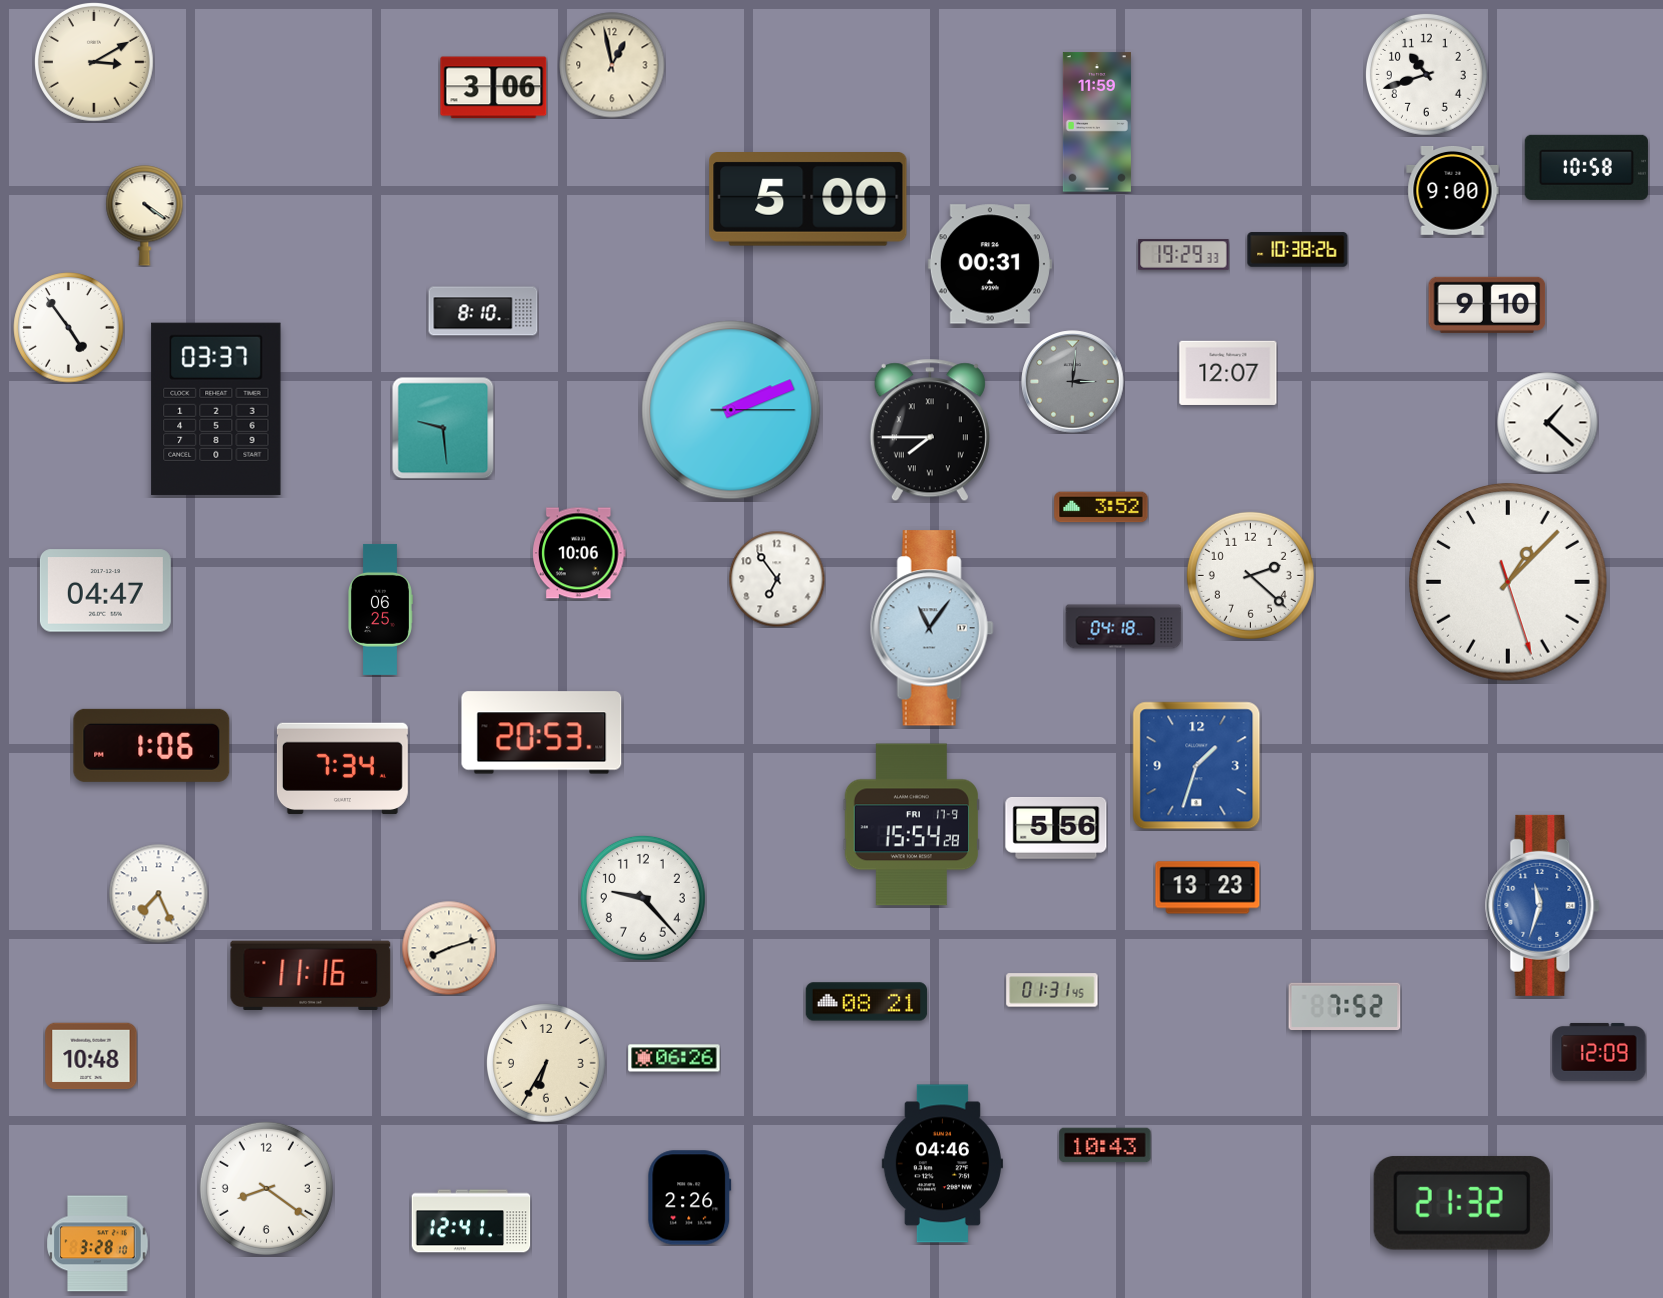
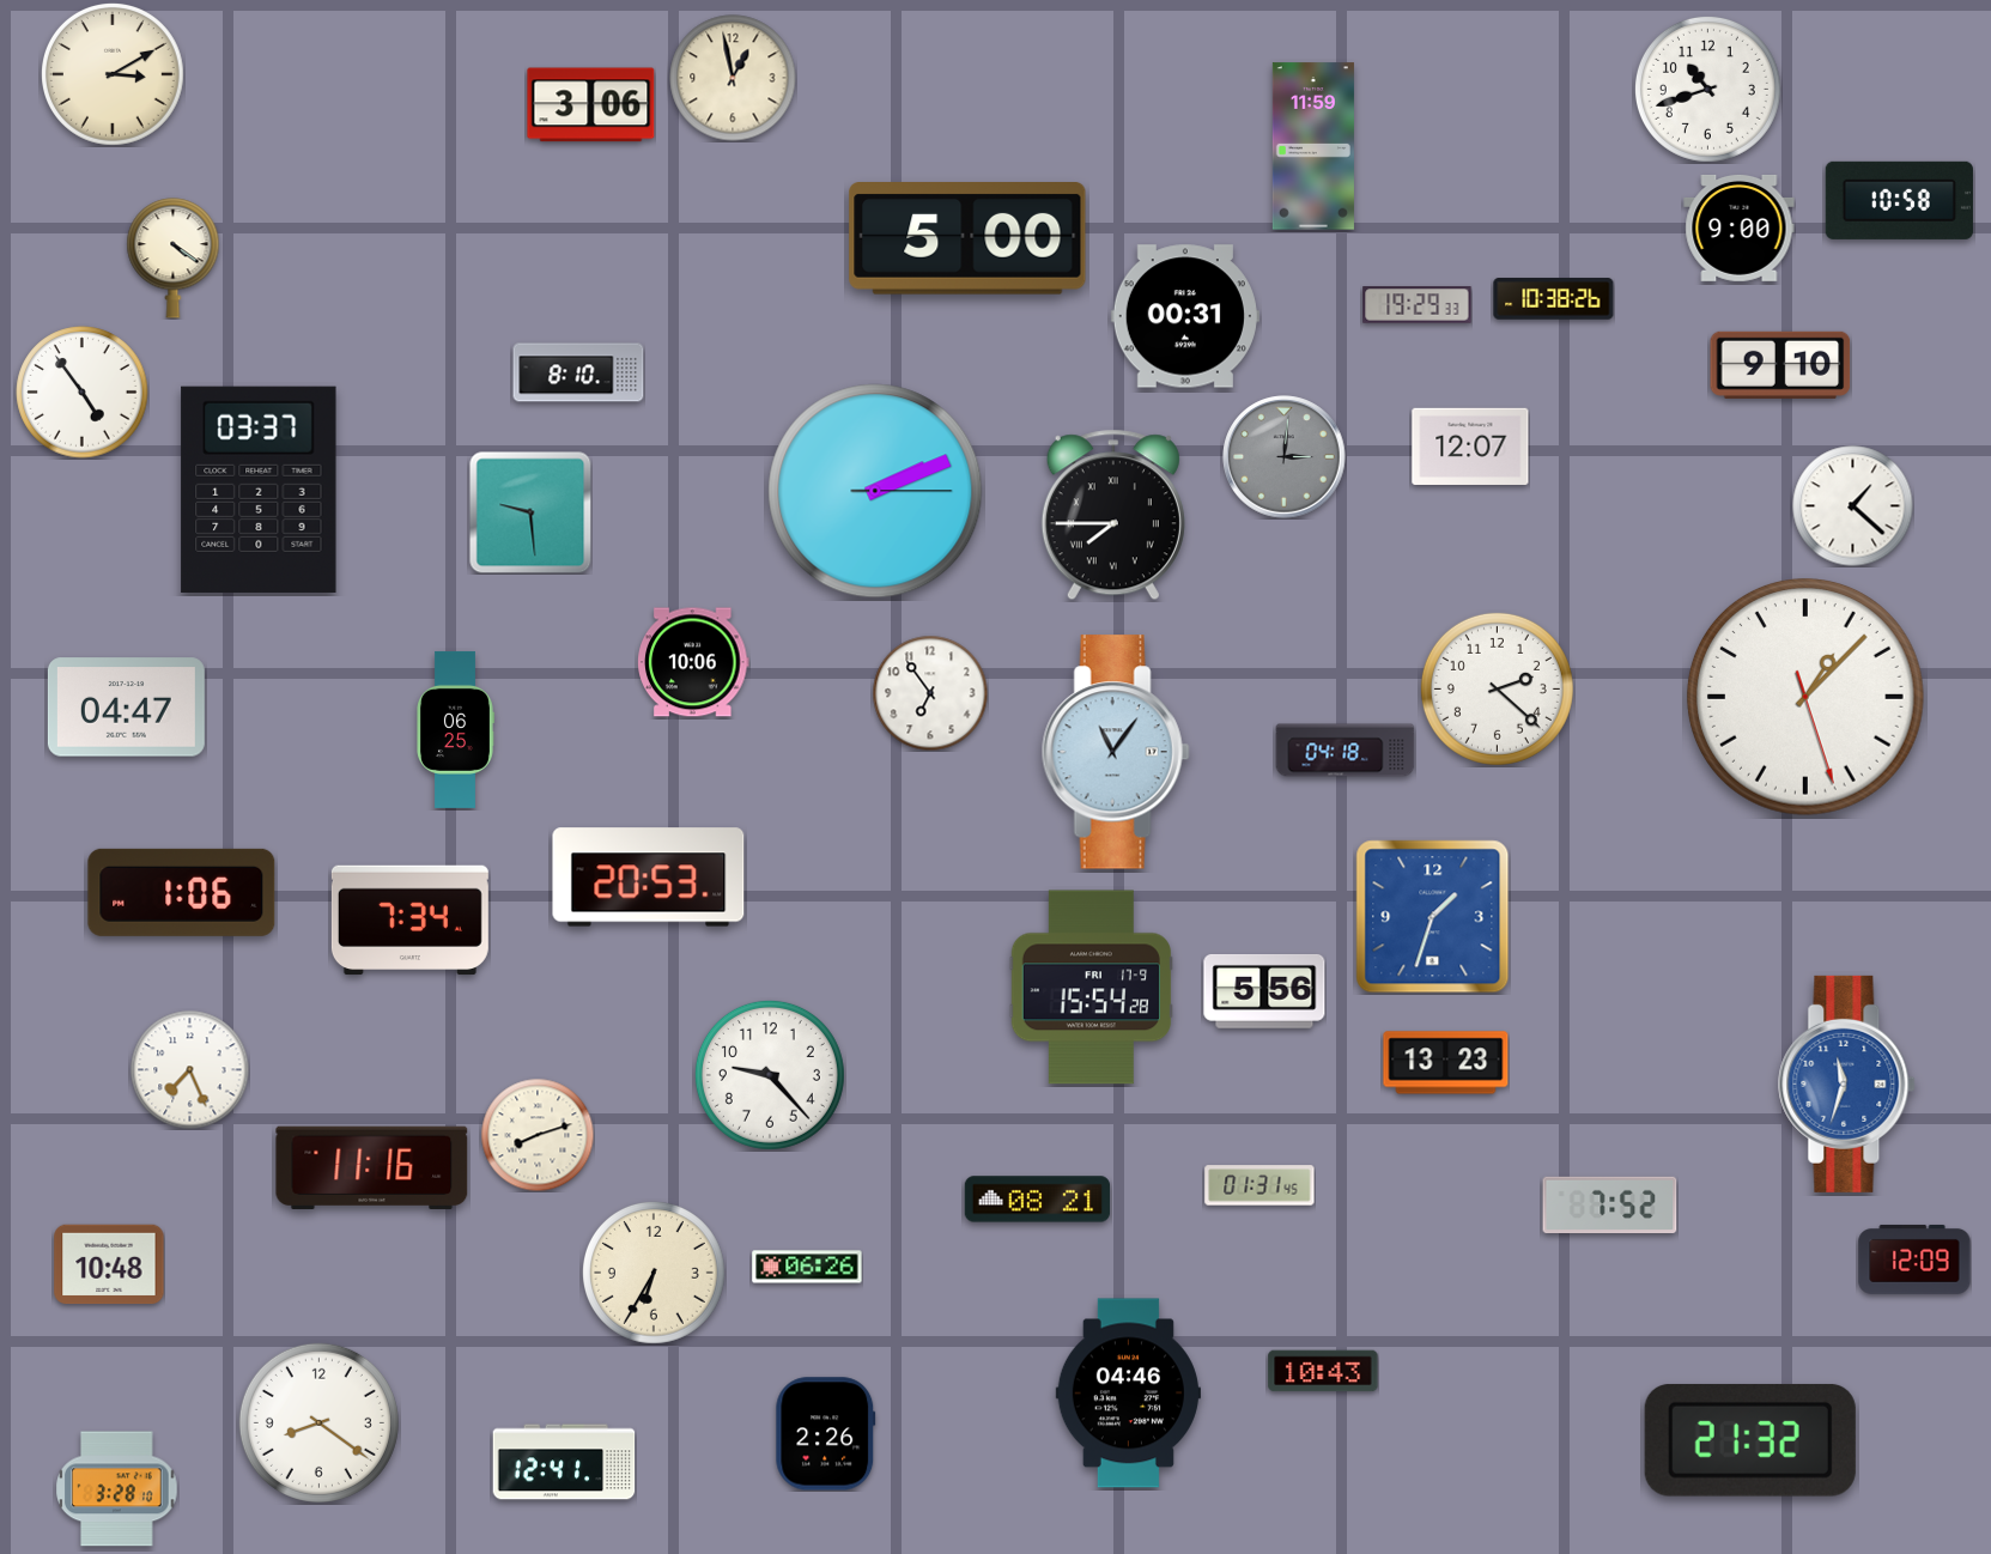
clock at (1101, 507): 3:52 -> none
